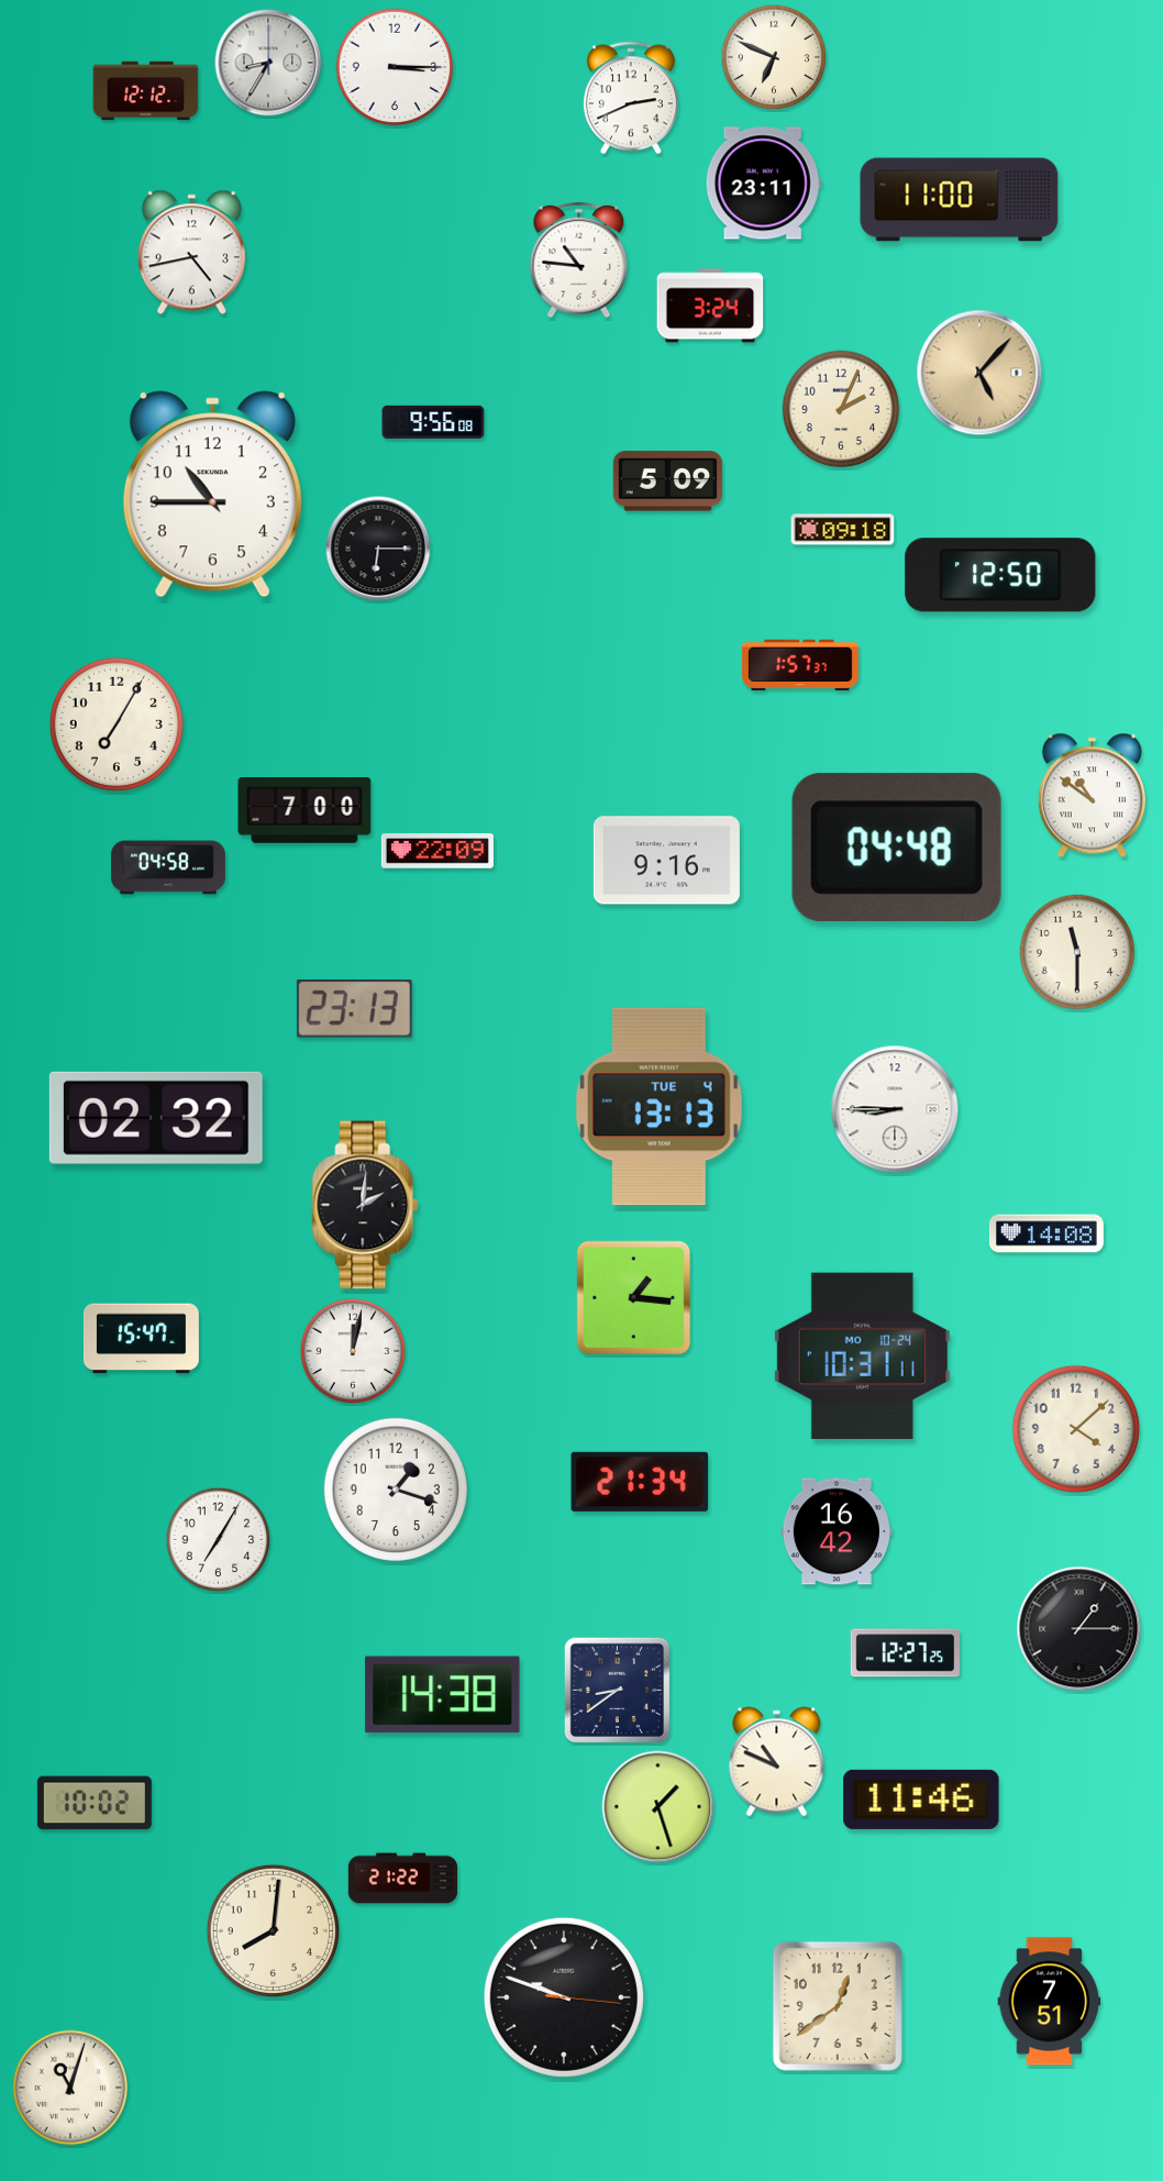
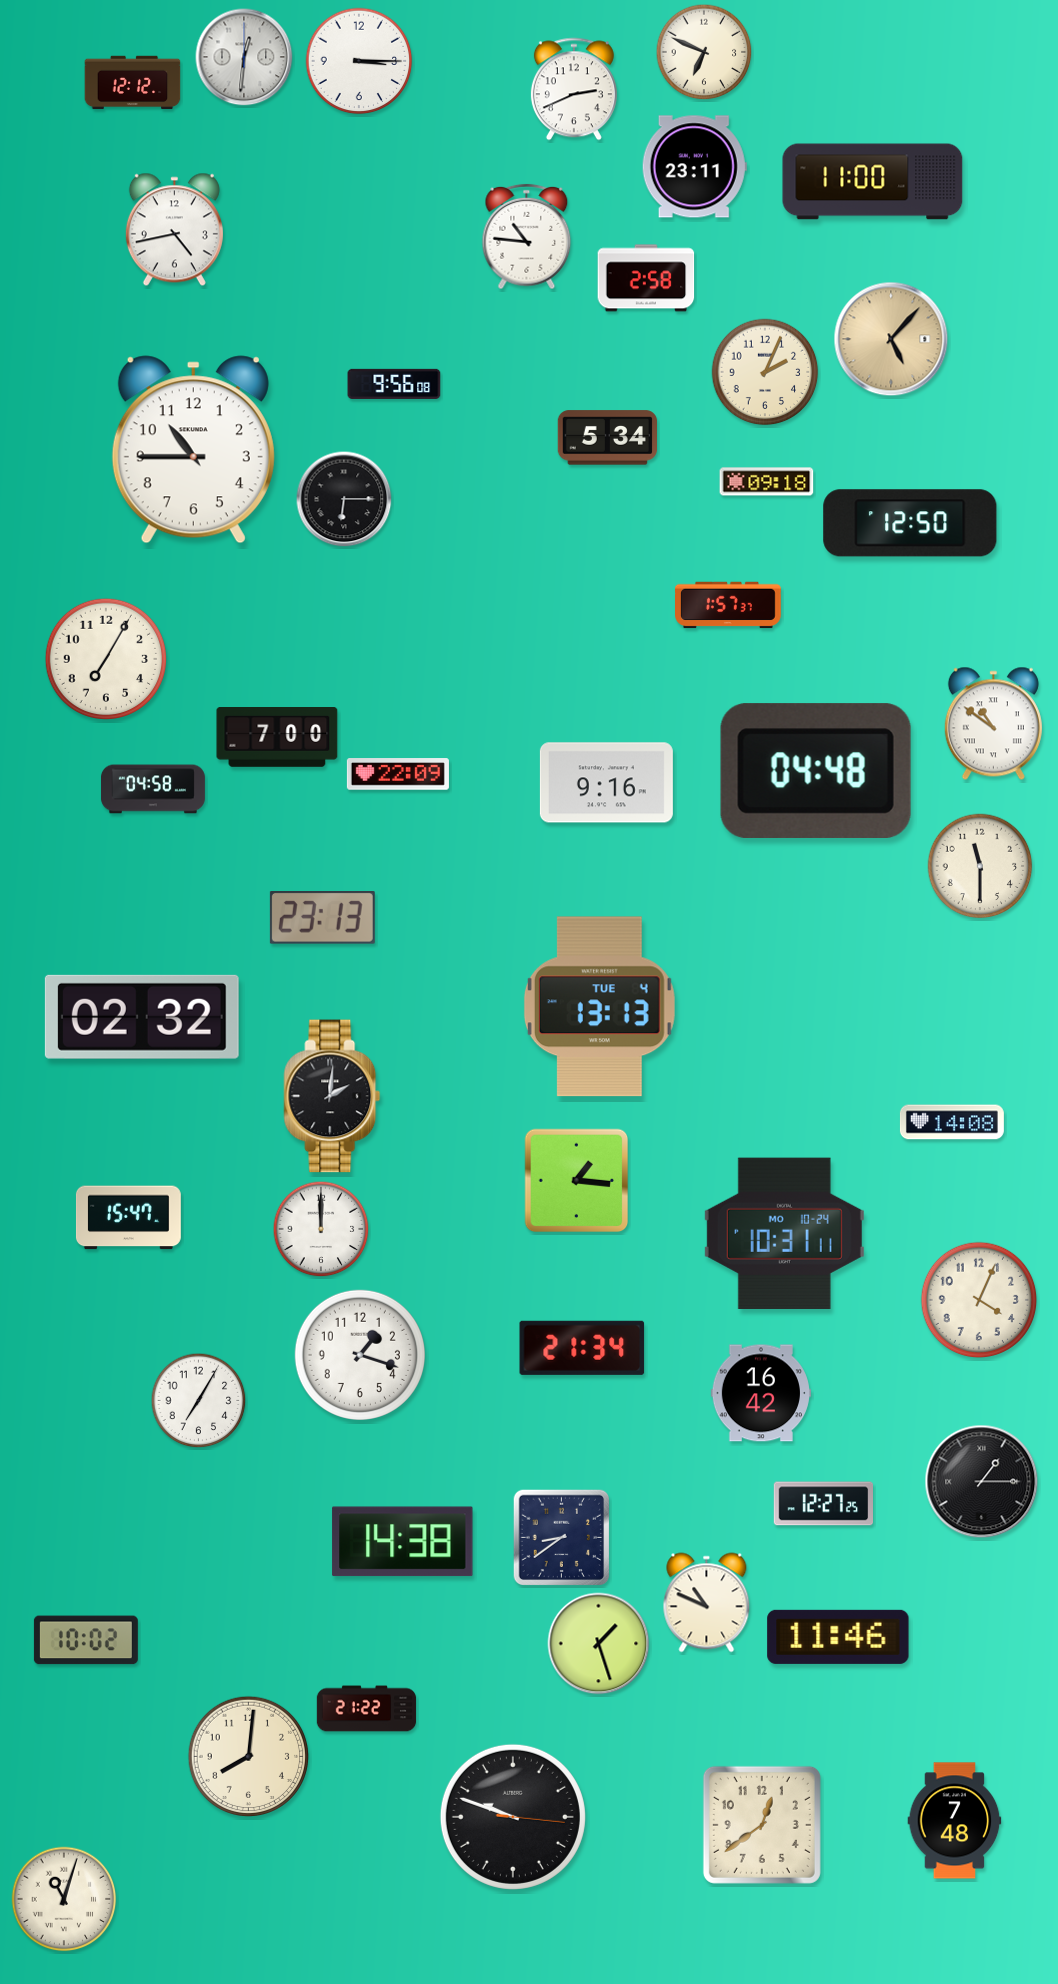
clock at (268, 63): 8:35 -> 12:31
clock at (710, 306): 3:24 -> 2:58
clock at (667, 481): 5:09 -> 5:34
clock at (895, 1109): 8:45 -> none
clock at (353, 1351): 12:02 -> 12:00
clock at (1076, 1429): 4:08 -> 4:04
clock at (1050, 2002): 7:51 -> 7:48
